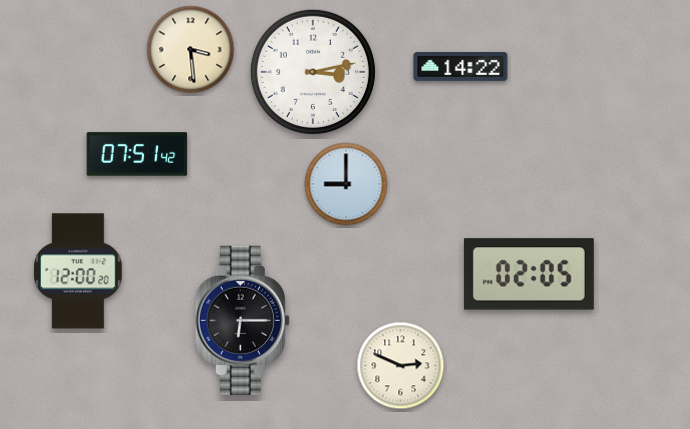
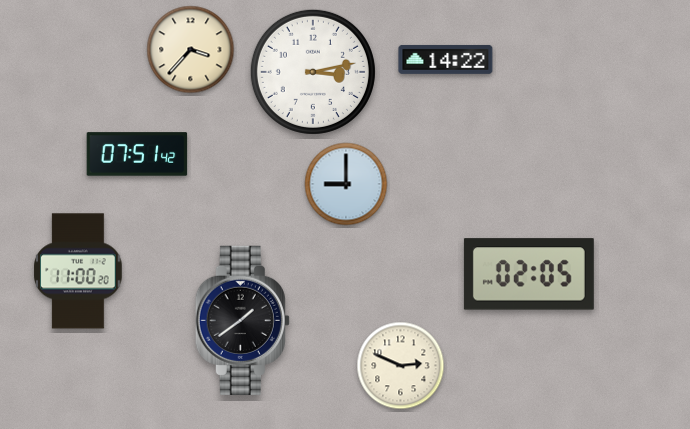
clock at (191, 50): 3:29 -> 3:37
clock at (461, 66) position: (461, 66) -> (446, 59)
clock at (78, 271): 12:00 -> 11:00
clock at (242, 320): 6:15 -> 1:39
